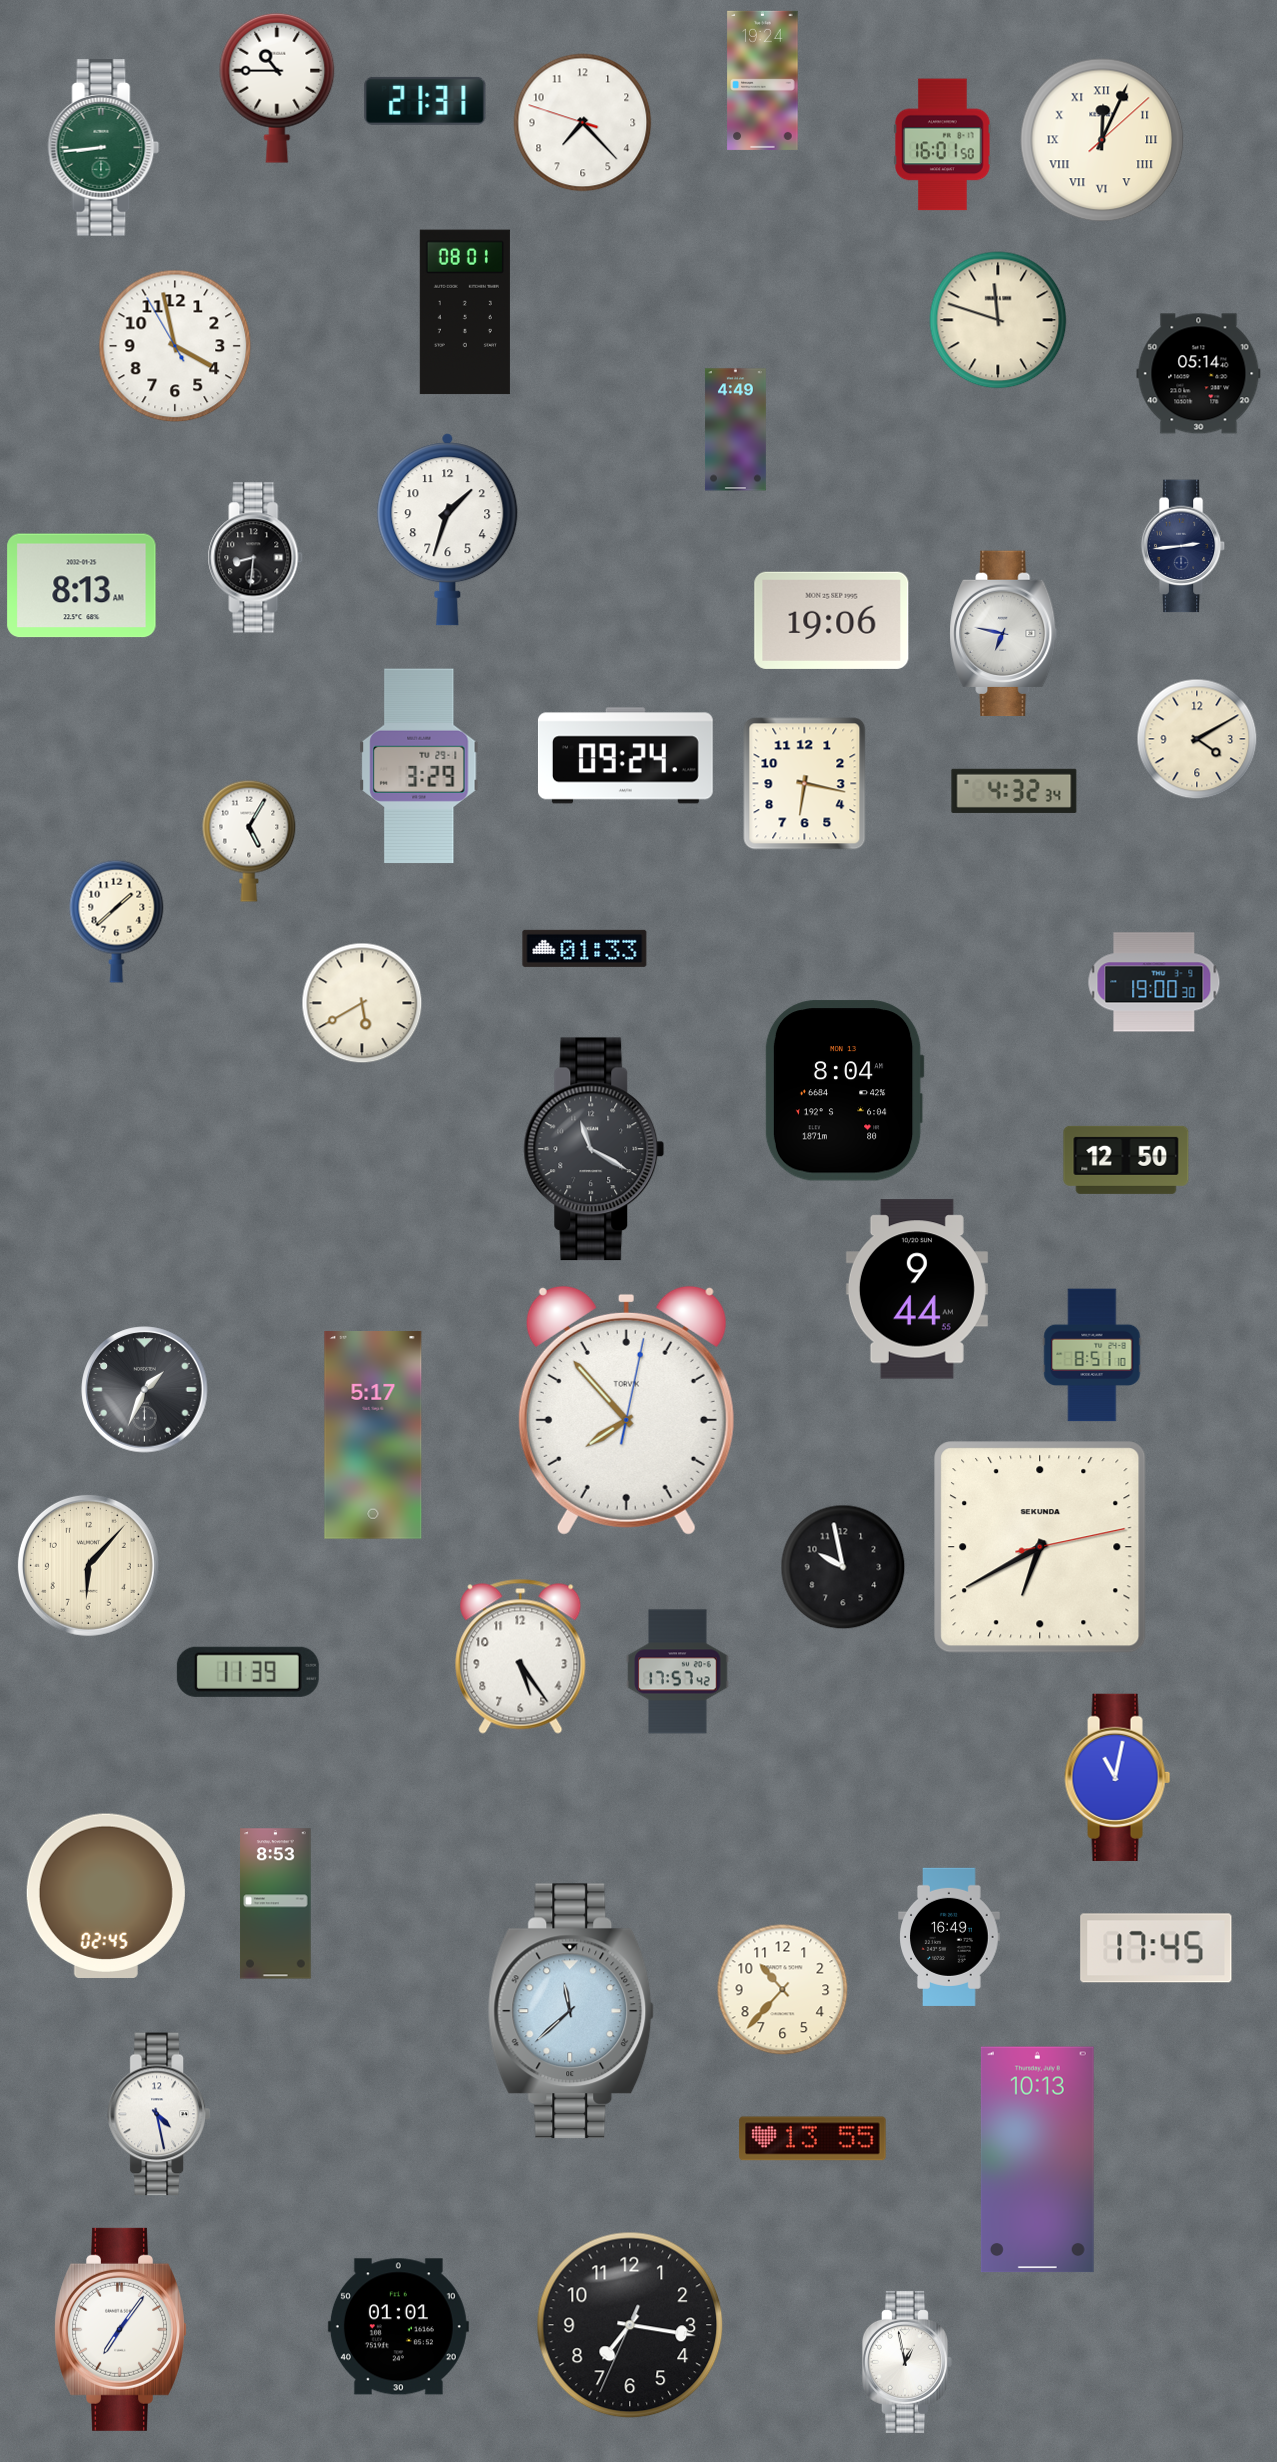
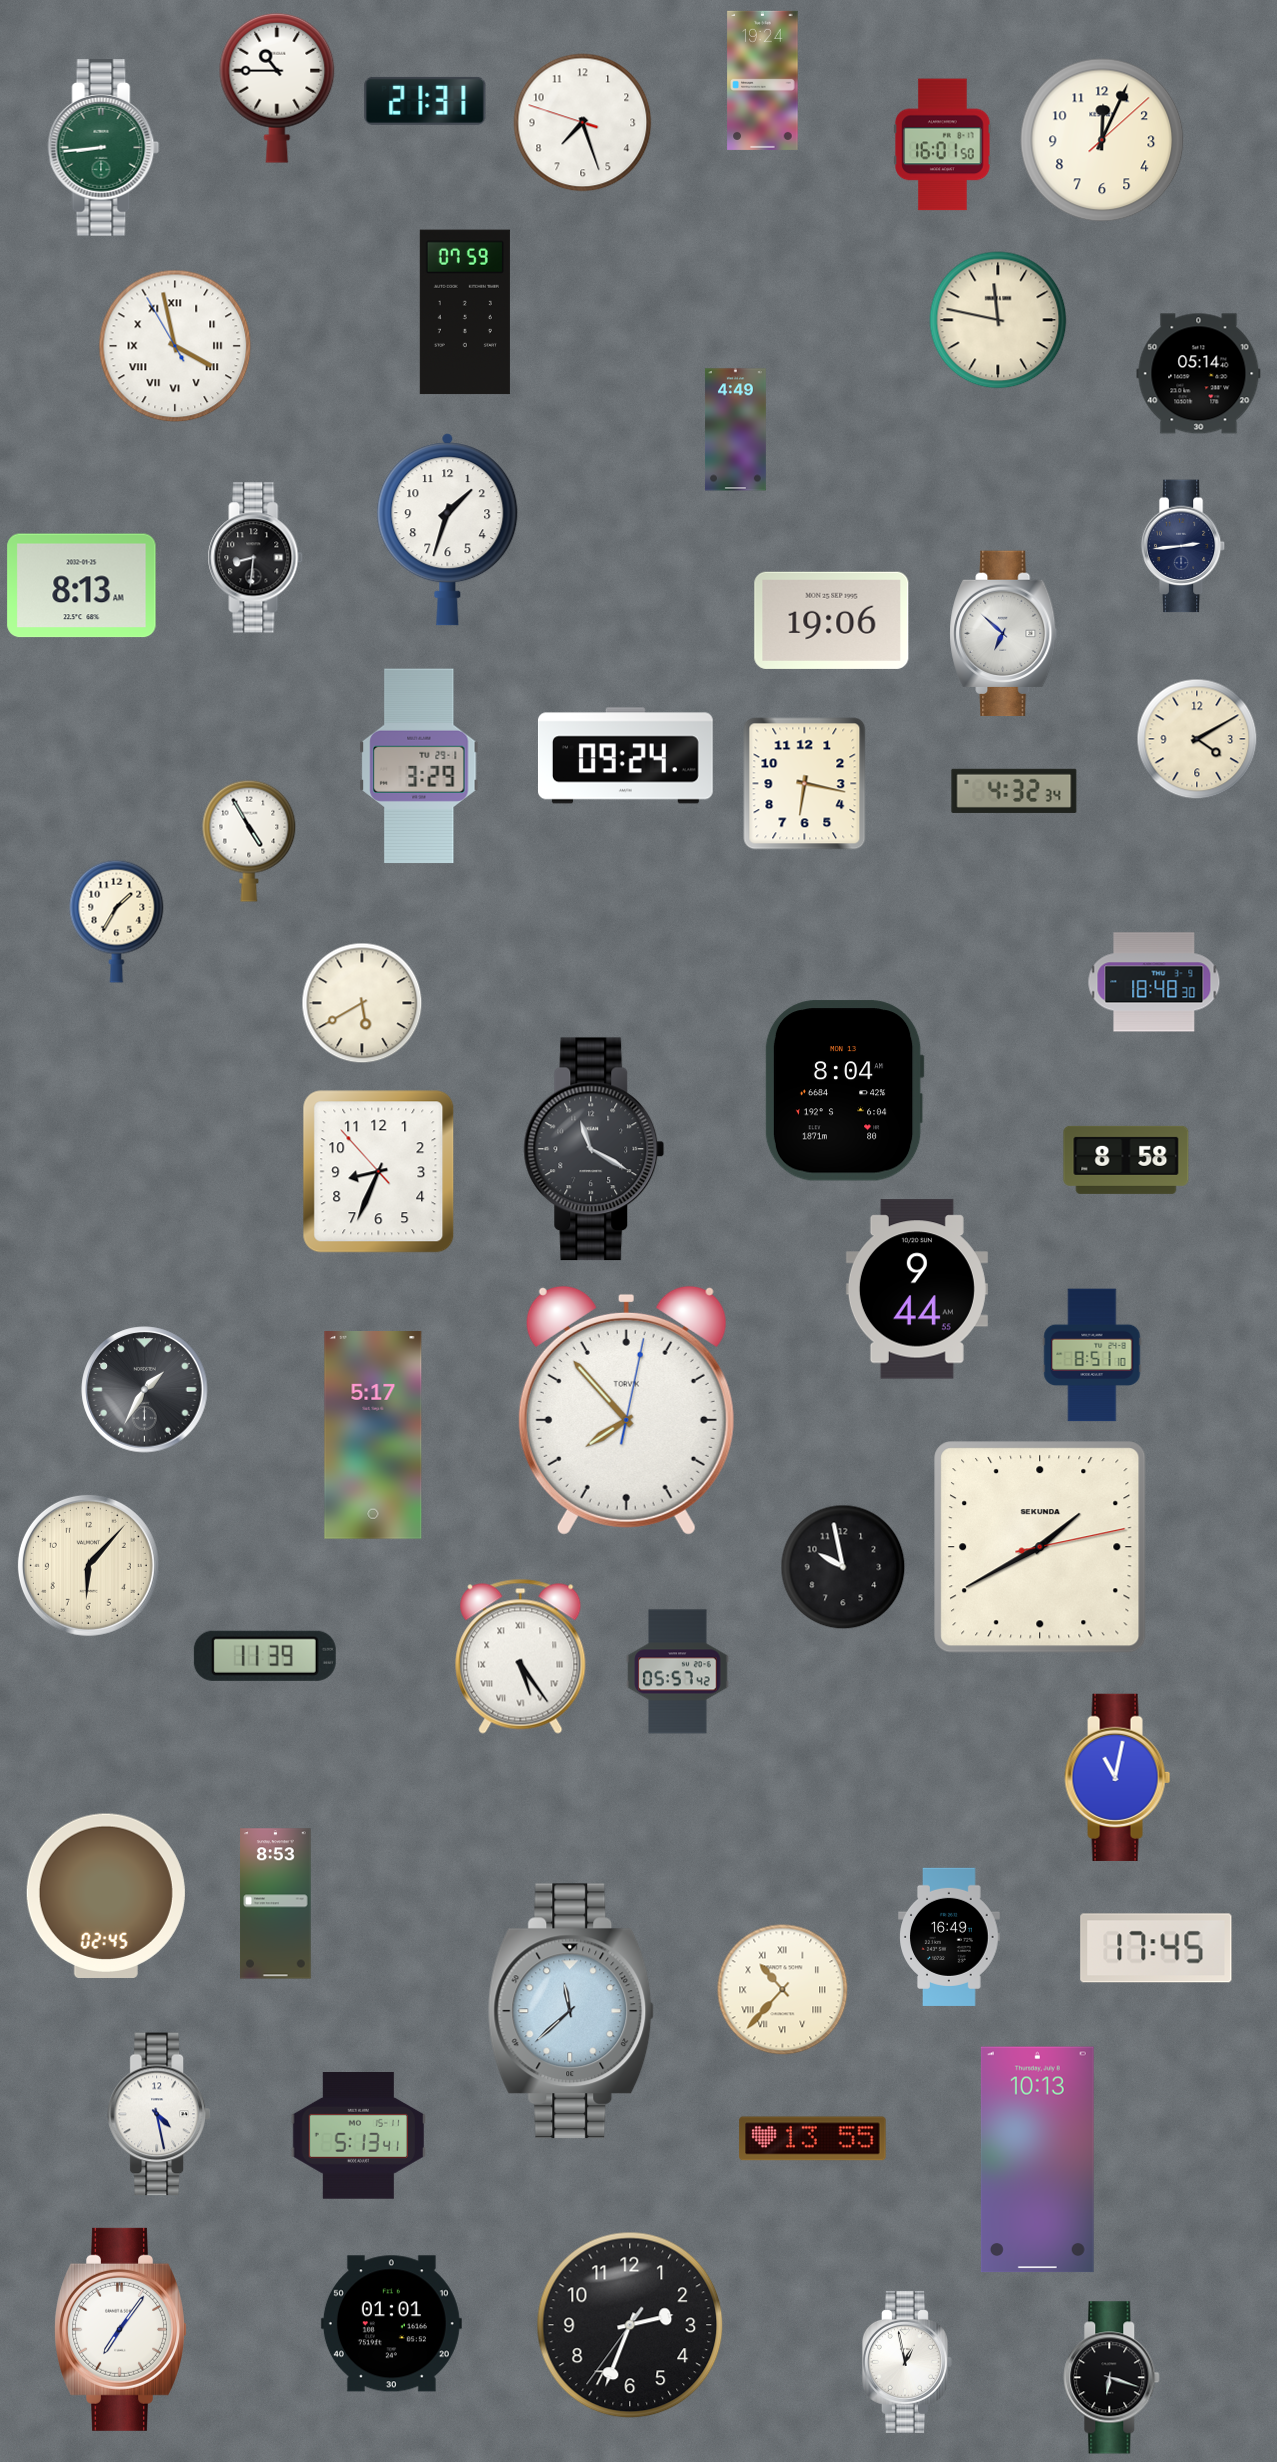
clock at (583, 123): 7:22 -> 7:26
clock at (1102, 140) numerals: Roman -> Arabic
clock at (465, 312): 08:01 -> 07:59
clock at (998, 320): 11:48 -> 11:47
clock at (175, 346) numerals: Arabic -> Roman
clock at (1004, 634): 6:47 -> 6:52
clock at (249, 841): 5:05 -> 4:55
clock at (117, 921): 1:38 -> 1:35
clock at (585, 948): 01:33 -> none
clock at (1154, 982): 19:00 -> 18:48
clock at (1126, 1160): 12:50 -> 8:58
clock at (379, 1172): none -> 8:33
clock at (145, 1390): 1:34 -> 1:35
clock at (1040, 1547): 6:40 -> 1:40
clock at (521, 1656) numerals: Arabic -> Roman
clock at (248, 1672) position: (248, 1672) -> (265, 1656)
clock at (678, 1672): 17:57 -> 05:57
clock at (783, 1990) numerals: Arabic -> Roman
clock at (358, 2136): none -> 5:13
clock at (630, 2325): 7:16 -> 2:33
clock at (398, 2327) position: (398, 2327) -> (391, 2324)
clock at (1112, 2378): none -> 6:18
